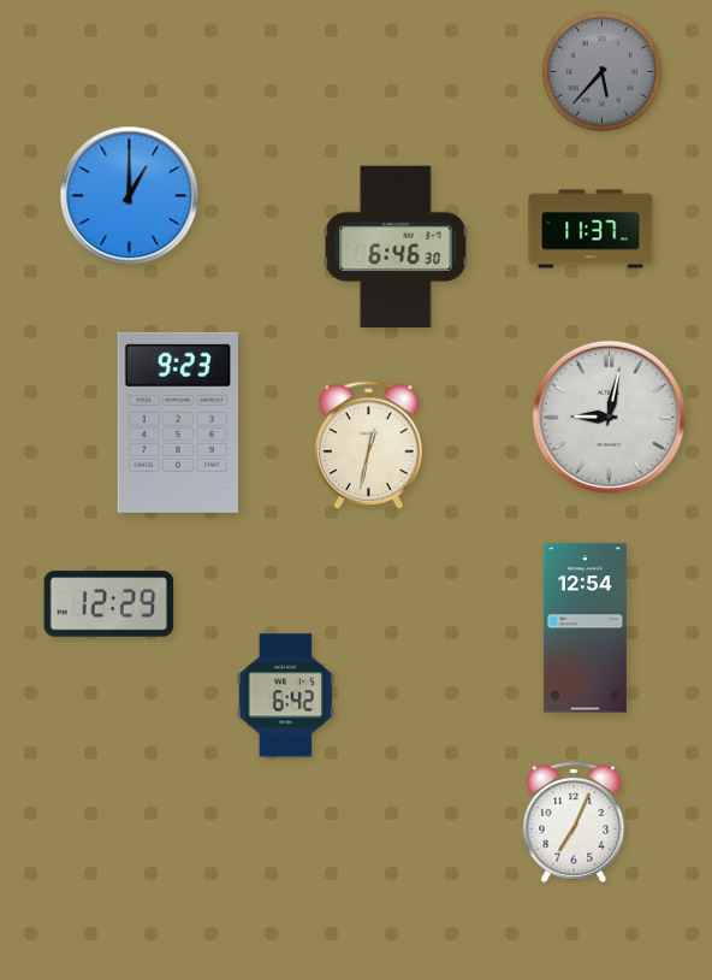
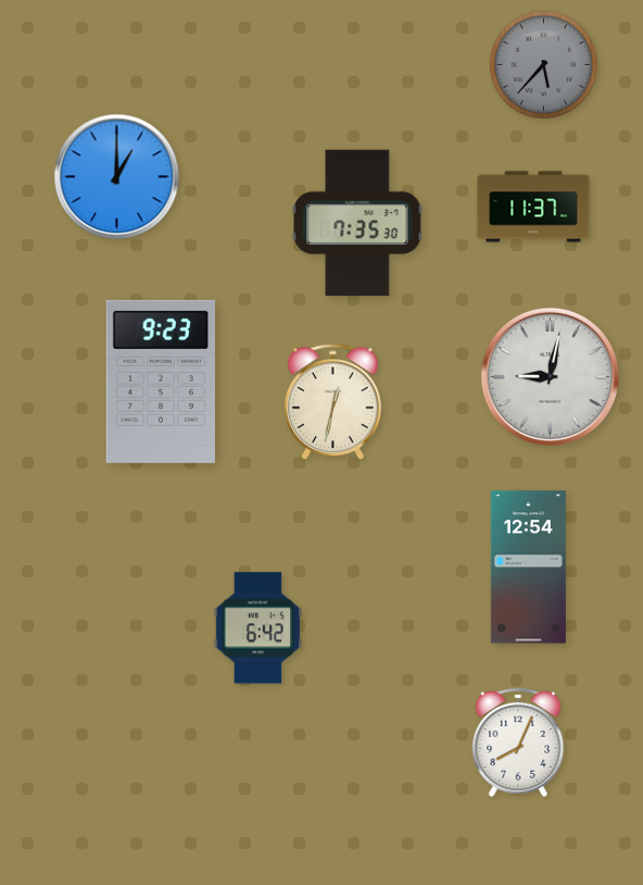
clock at (396, 247): 6:46 -> 7:35
clock at (109, 604): 12:29 -> none
clock at (574, 822): 7:04 -> 8:04
